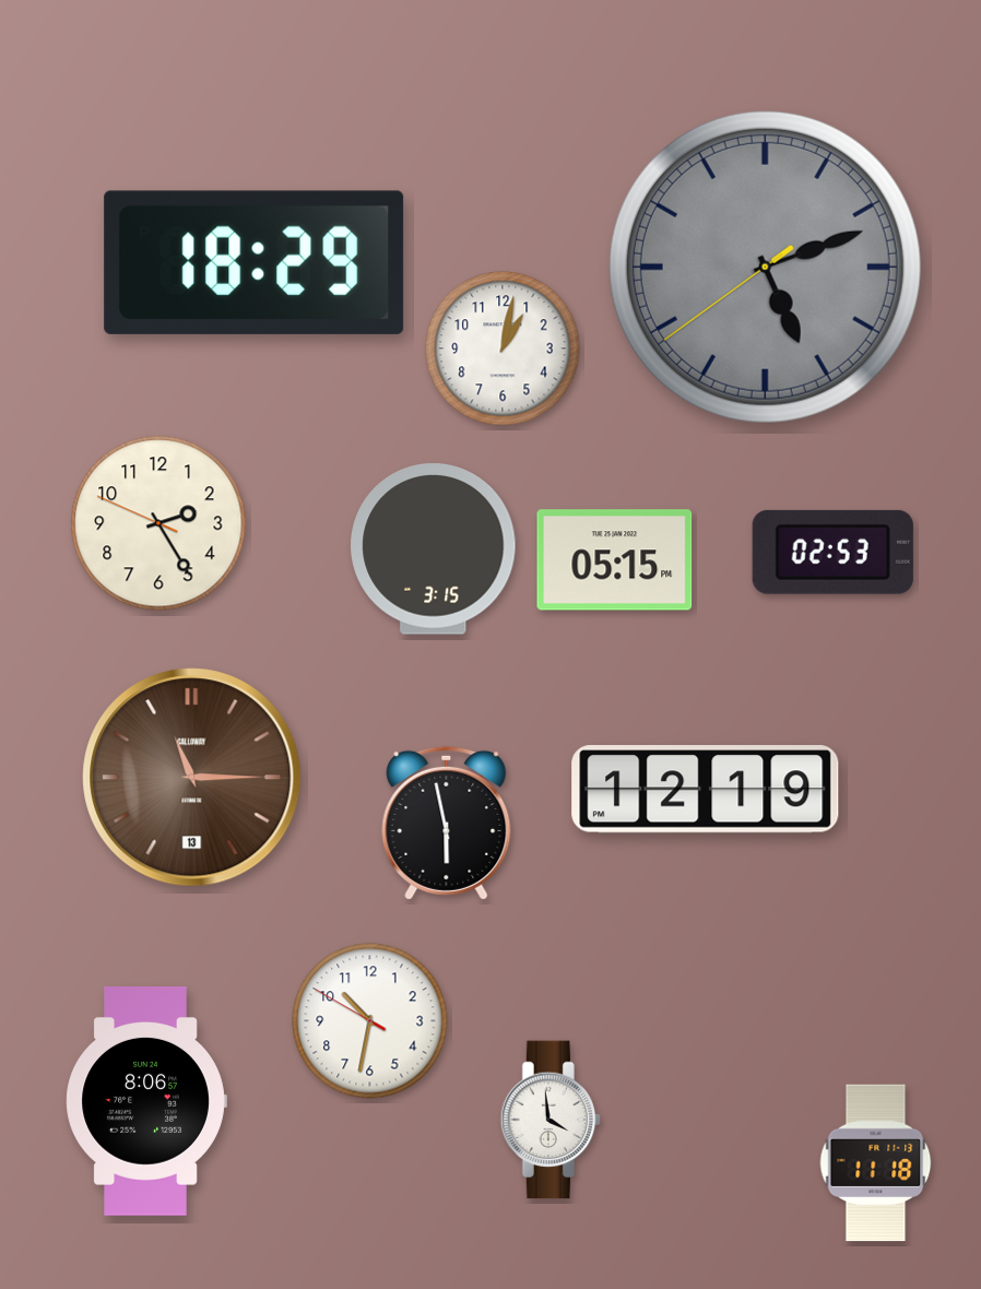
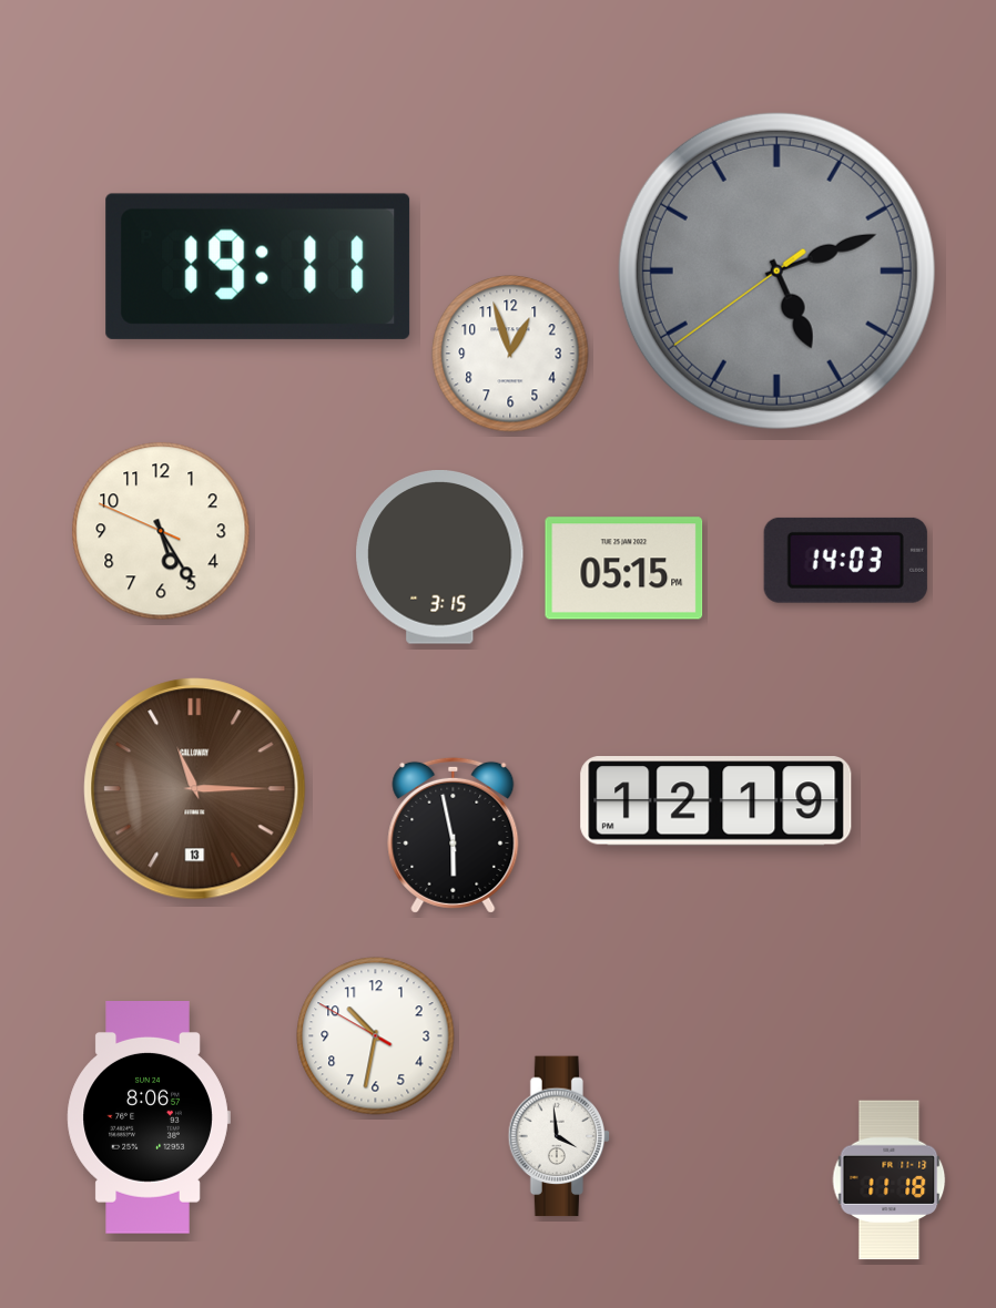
clock at (255, 262): 18:29 -> 19:11
clock at (503, 348): 1:02 -> 12:57
clock at (158, 523): 2:24 -> 5:24
clock at (832, 552): 02:53 -> 14:03
